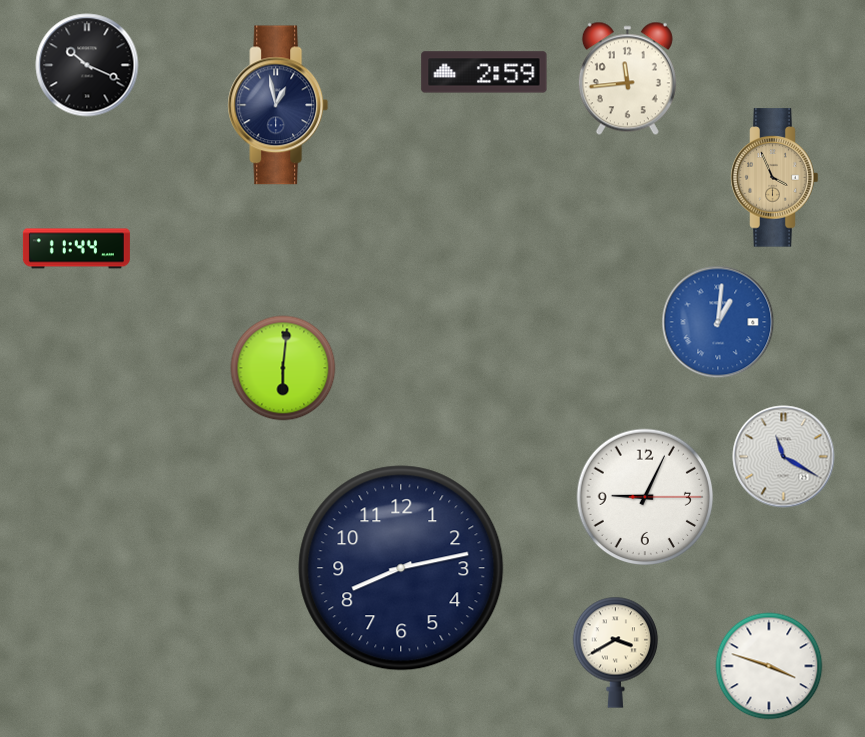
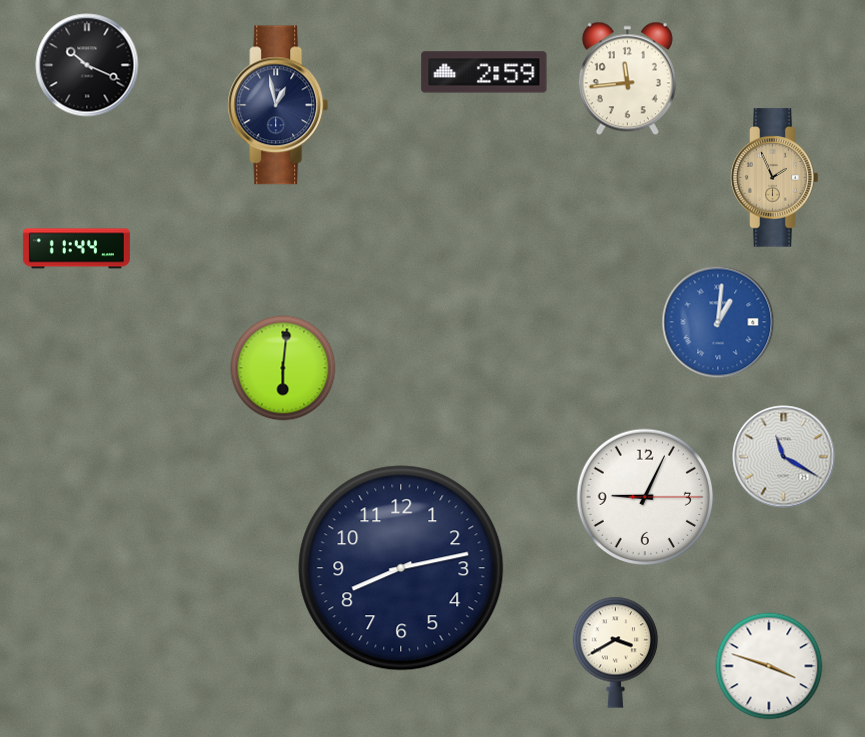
clock at (775, 178): 3:56 -> 1:56
